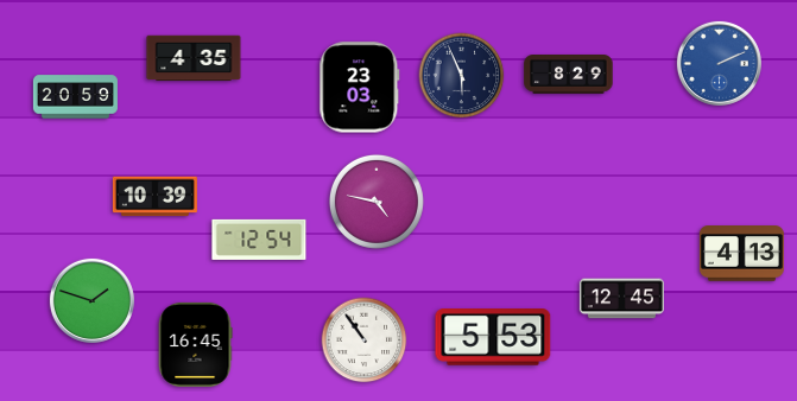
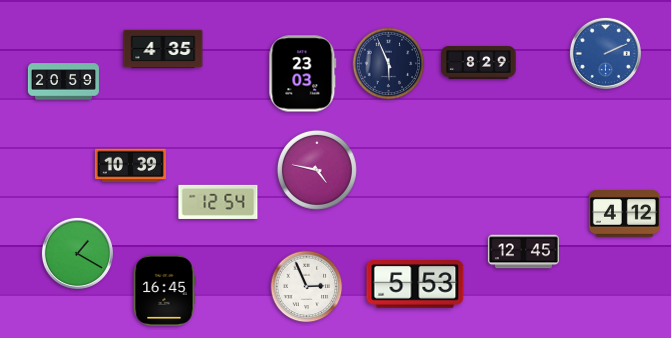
clock at (741, 254): 4:13 -> 4:12
clock at (91, 300): 1:48 -> 1:20
clock at (365, 340): 10:54 -> 2:56
